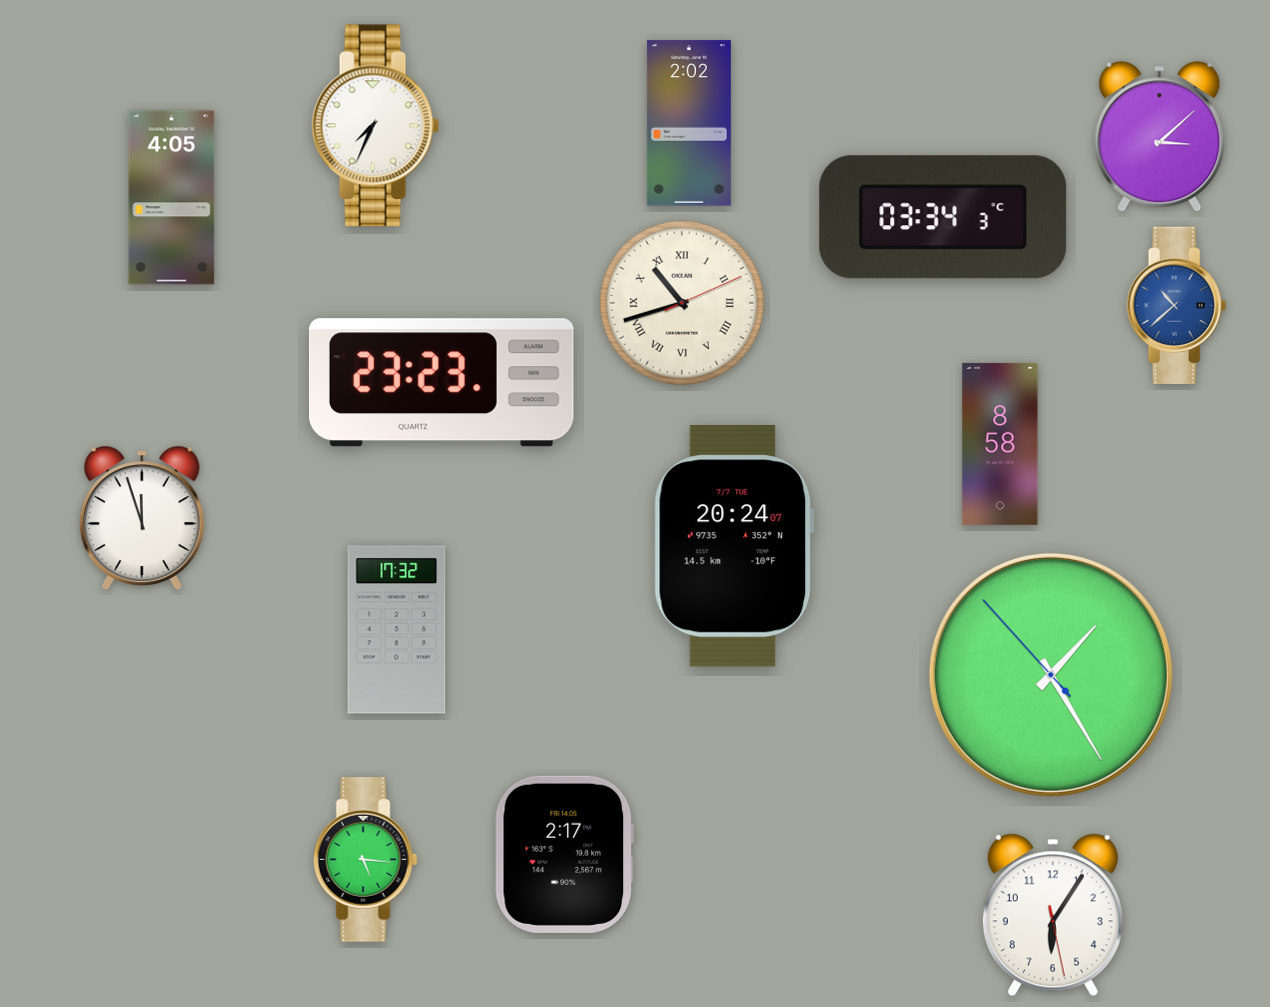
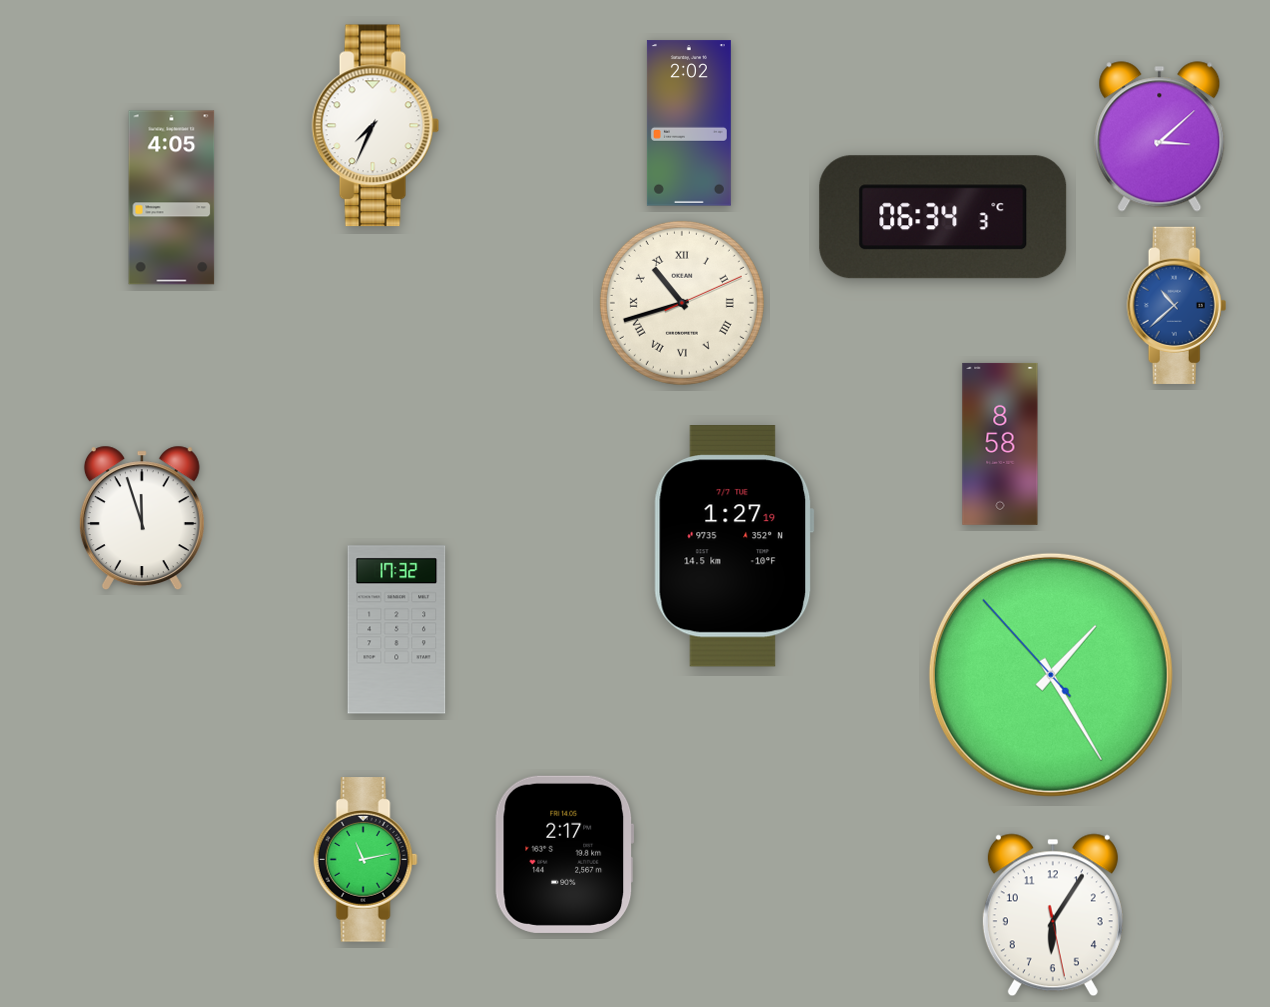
clock at (943, 217): 03:34 -> 06:34
clock at (441, 383): 23:23 -> none
clock at (734, 546): 20:24 -> 1:27
clock at (365, 860): 5:16 -> 11:13
